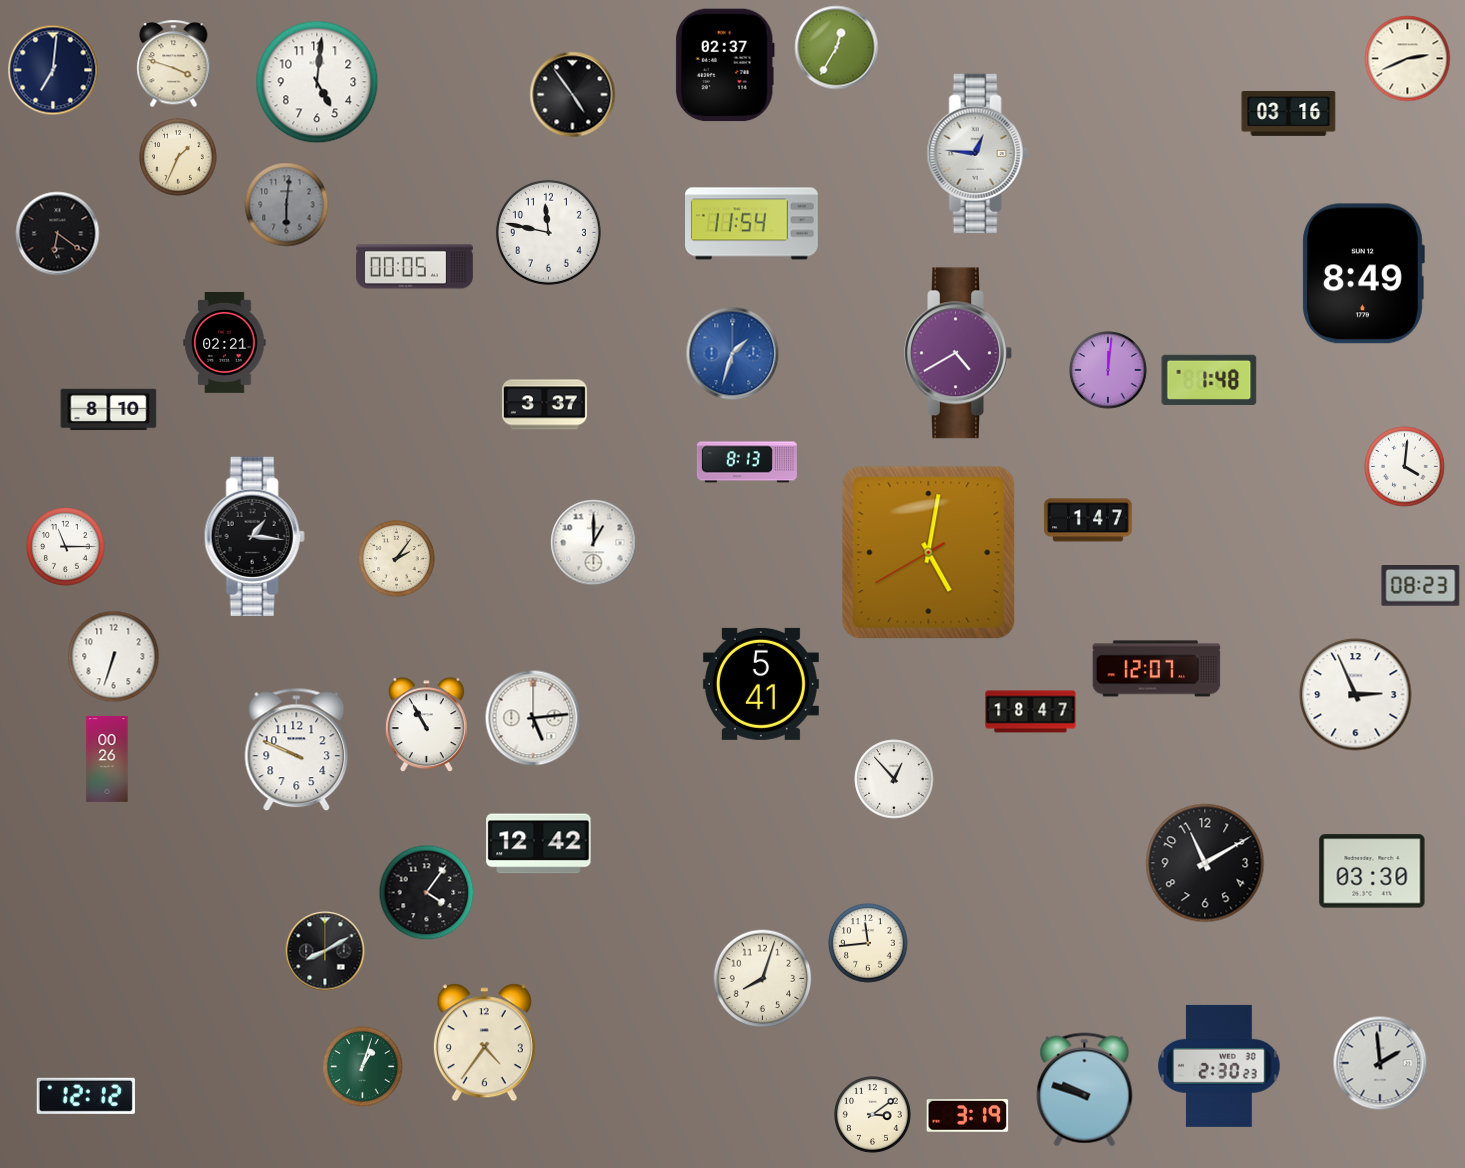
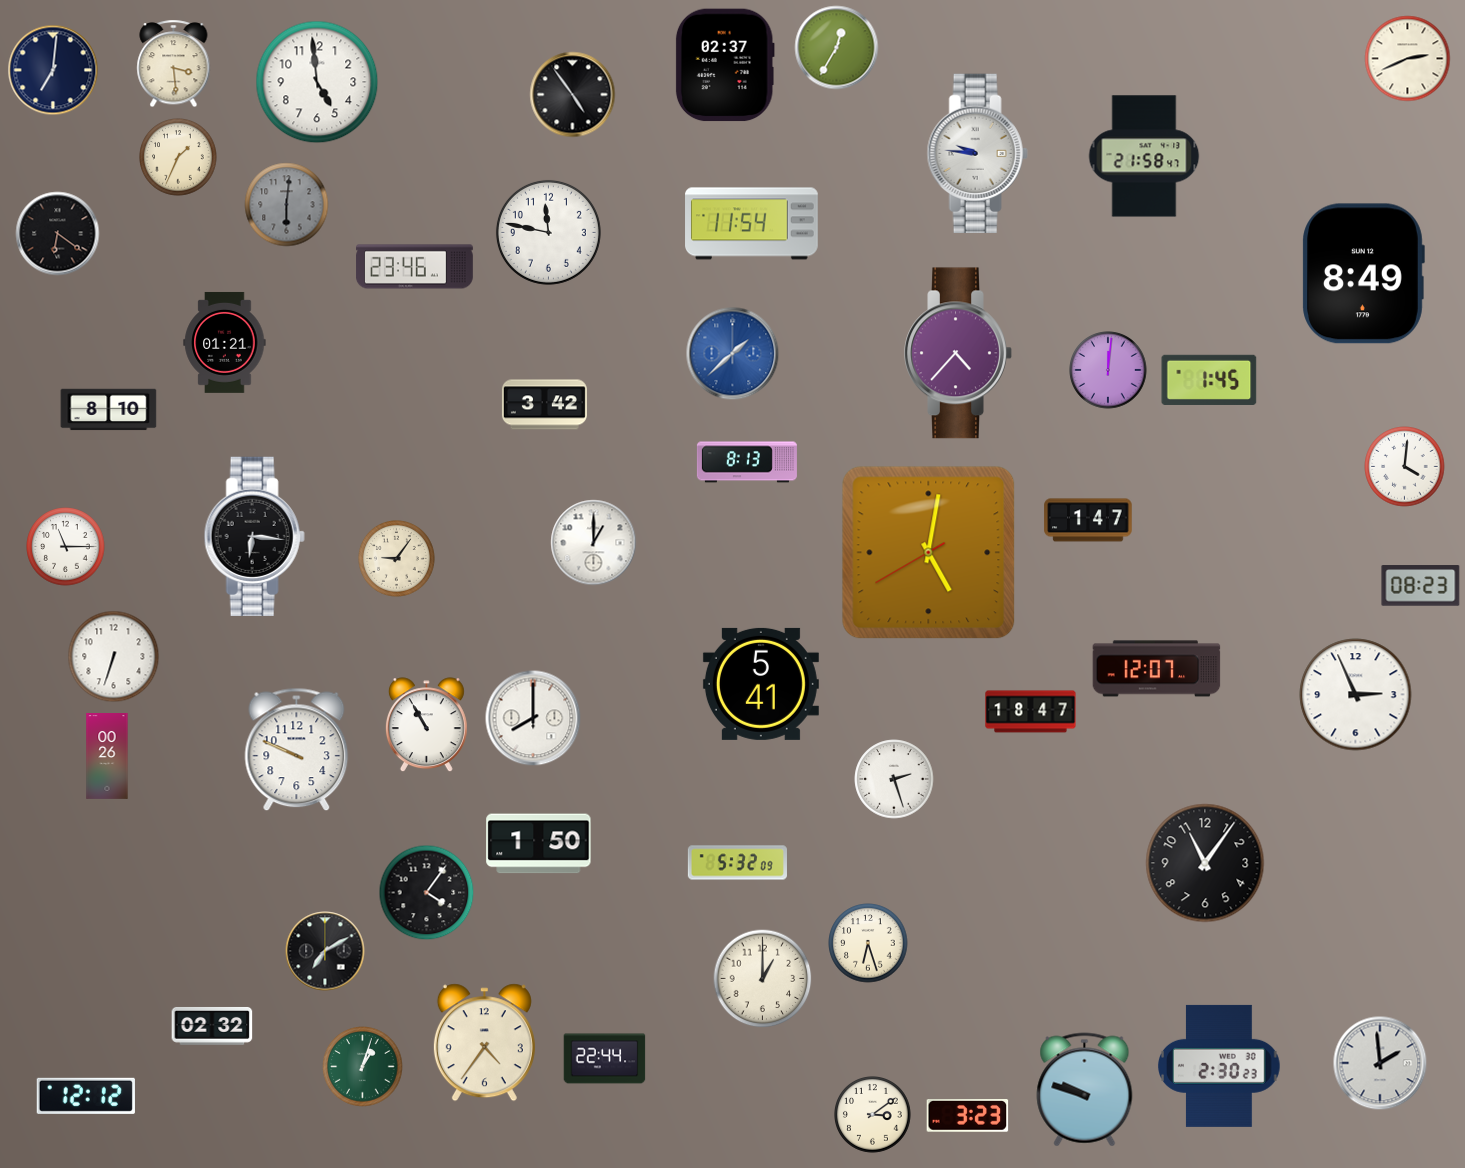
clock at (174, 64): 3:48 -> 3:29
clock at (317, 82): 5:01 -> 4:59
clock at (1289, 113): 03:16 -> none
clock at (977, 153): 12:46 -> 9:46
clock at (1144, 156): none -> 21:58
clock at (415, 267): 00:05 -> 23:46
clock at (225, 342): 02:21 -> 01:21
clock at (958, 353): 4:40 -> 4:37
clock at (733, 354): 1:33 -> 1:38
clock at (1209, 380): 1:48 -> 1:45
clock at (544, 405): 3:37 -> 3:42
clock at (254, 536): 1:16 -> 6:16
clock at (397, 559): 2:06 -> 9:06
clock at (533, 718): 5:14 -> 8:00
clock at (107, 760) position: (107, 760) -> (107, 757)
clock at (894, 779): 12:53 -> 2:27
clock at (539, 844): 12:42 -> 1:50
clock at (737, 863): none -> 5:32
clock at (1205, 863): 11:10 -> 11:06
clock at (1372, 871): 03:30 -> none
clock at (868, 943): 11:44 -> 6:27
clock at (325, 951): 8:10 -> 7:10
clock at (763, 979): 8:03 -> 1:00
clock at (212, 1026): none -> 02:32
clock at (605, 1059): none -> 22:44
clock at (968, 1116): 3:19 -> 3:23
